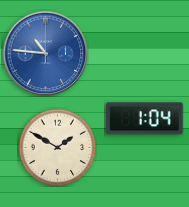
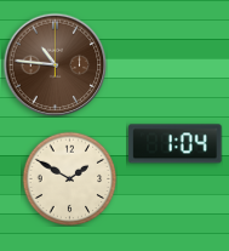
clock at (45, 53) dial: blue -> brown
